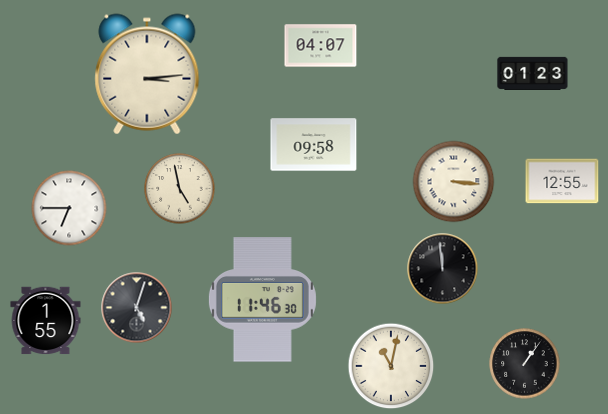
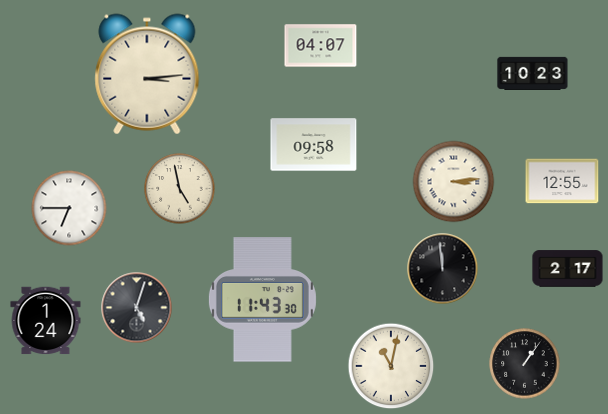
clock at (533, 73): 01:23 -> 10:23
clock at (454, 182): 3:16 -> 3:14
clock at (568, 269): none -> 2:17
clock at (262, 300): 11:46 -> 11:43
clock at (46, 321): 1:55 -> 1:24
